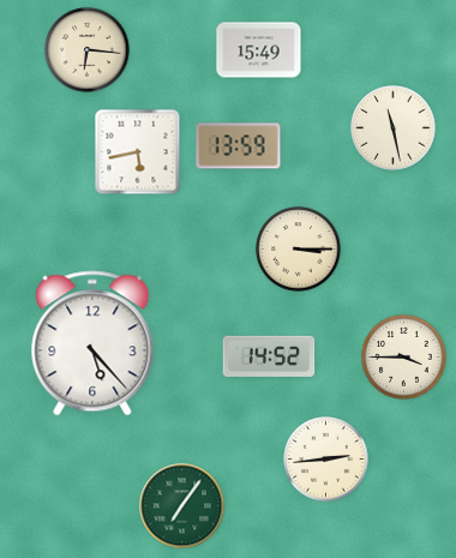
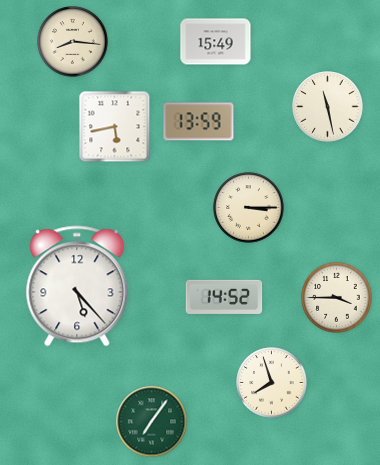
clock at (88, 50): 6:16 -> 8:16
clock at (326, 460): 2:44 -> 7:57
